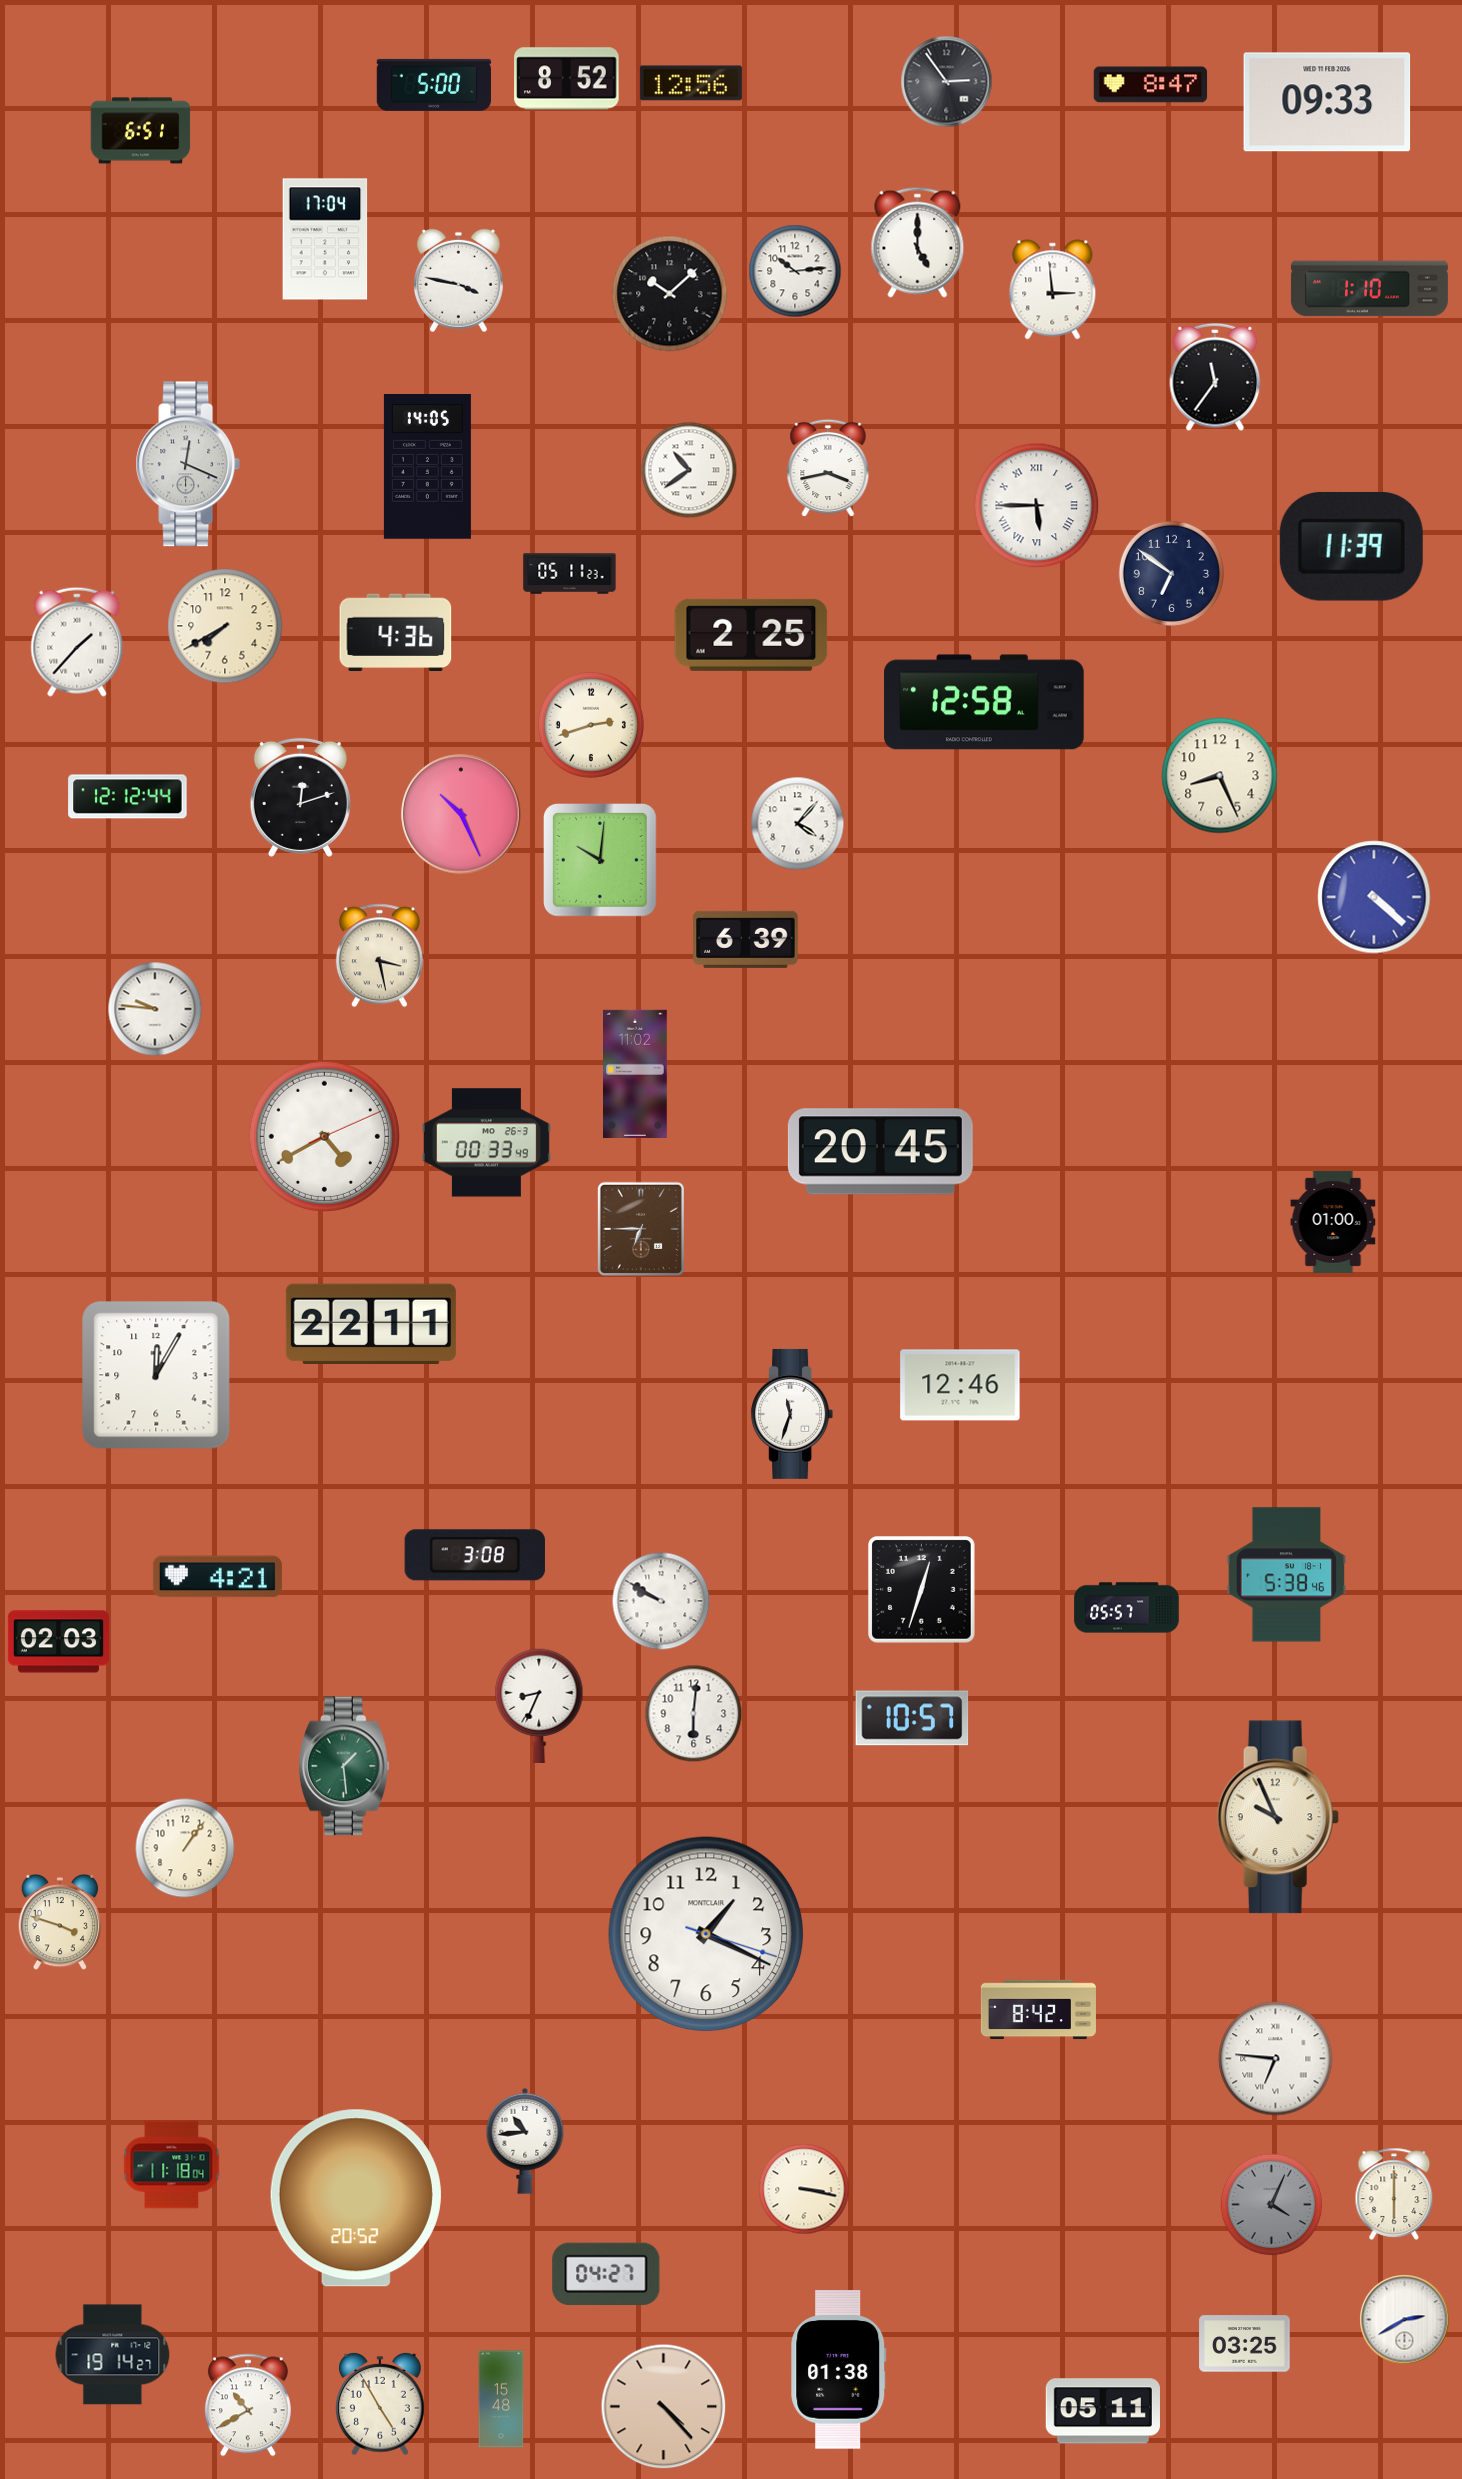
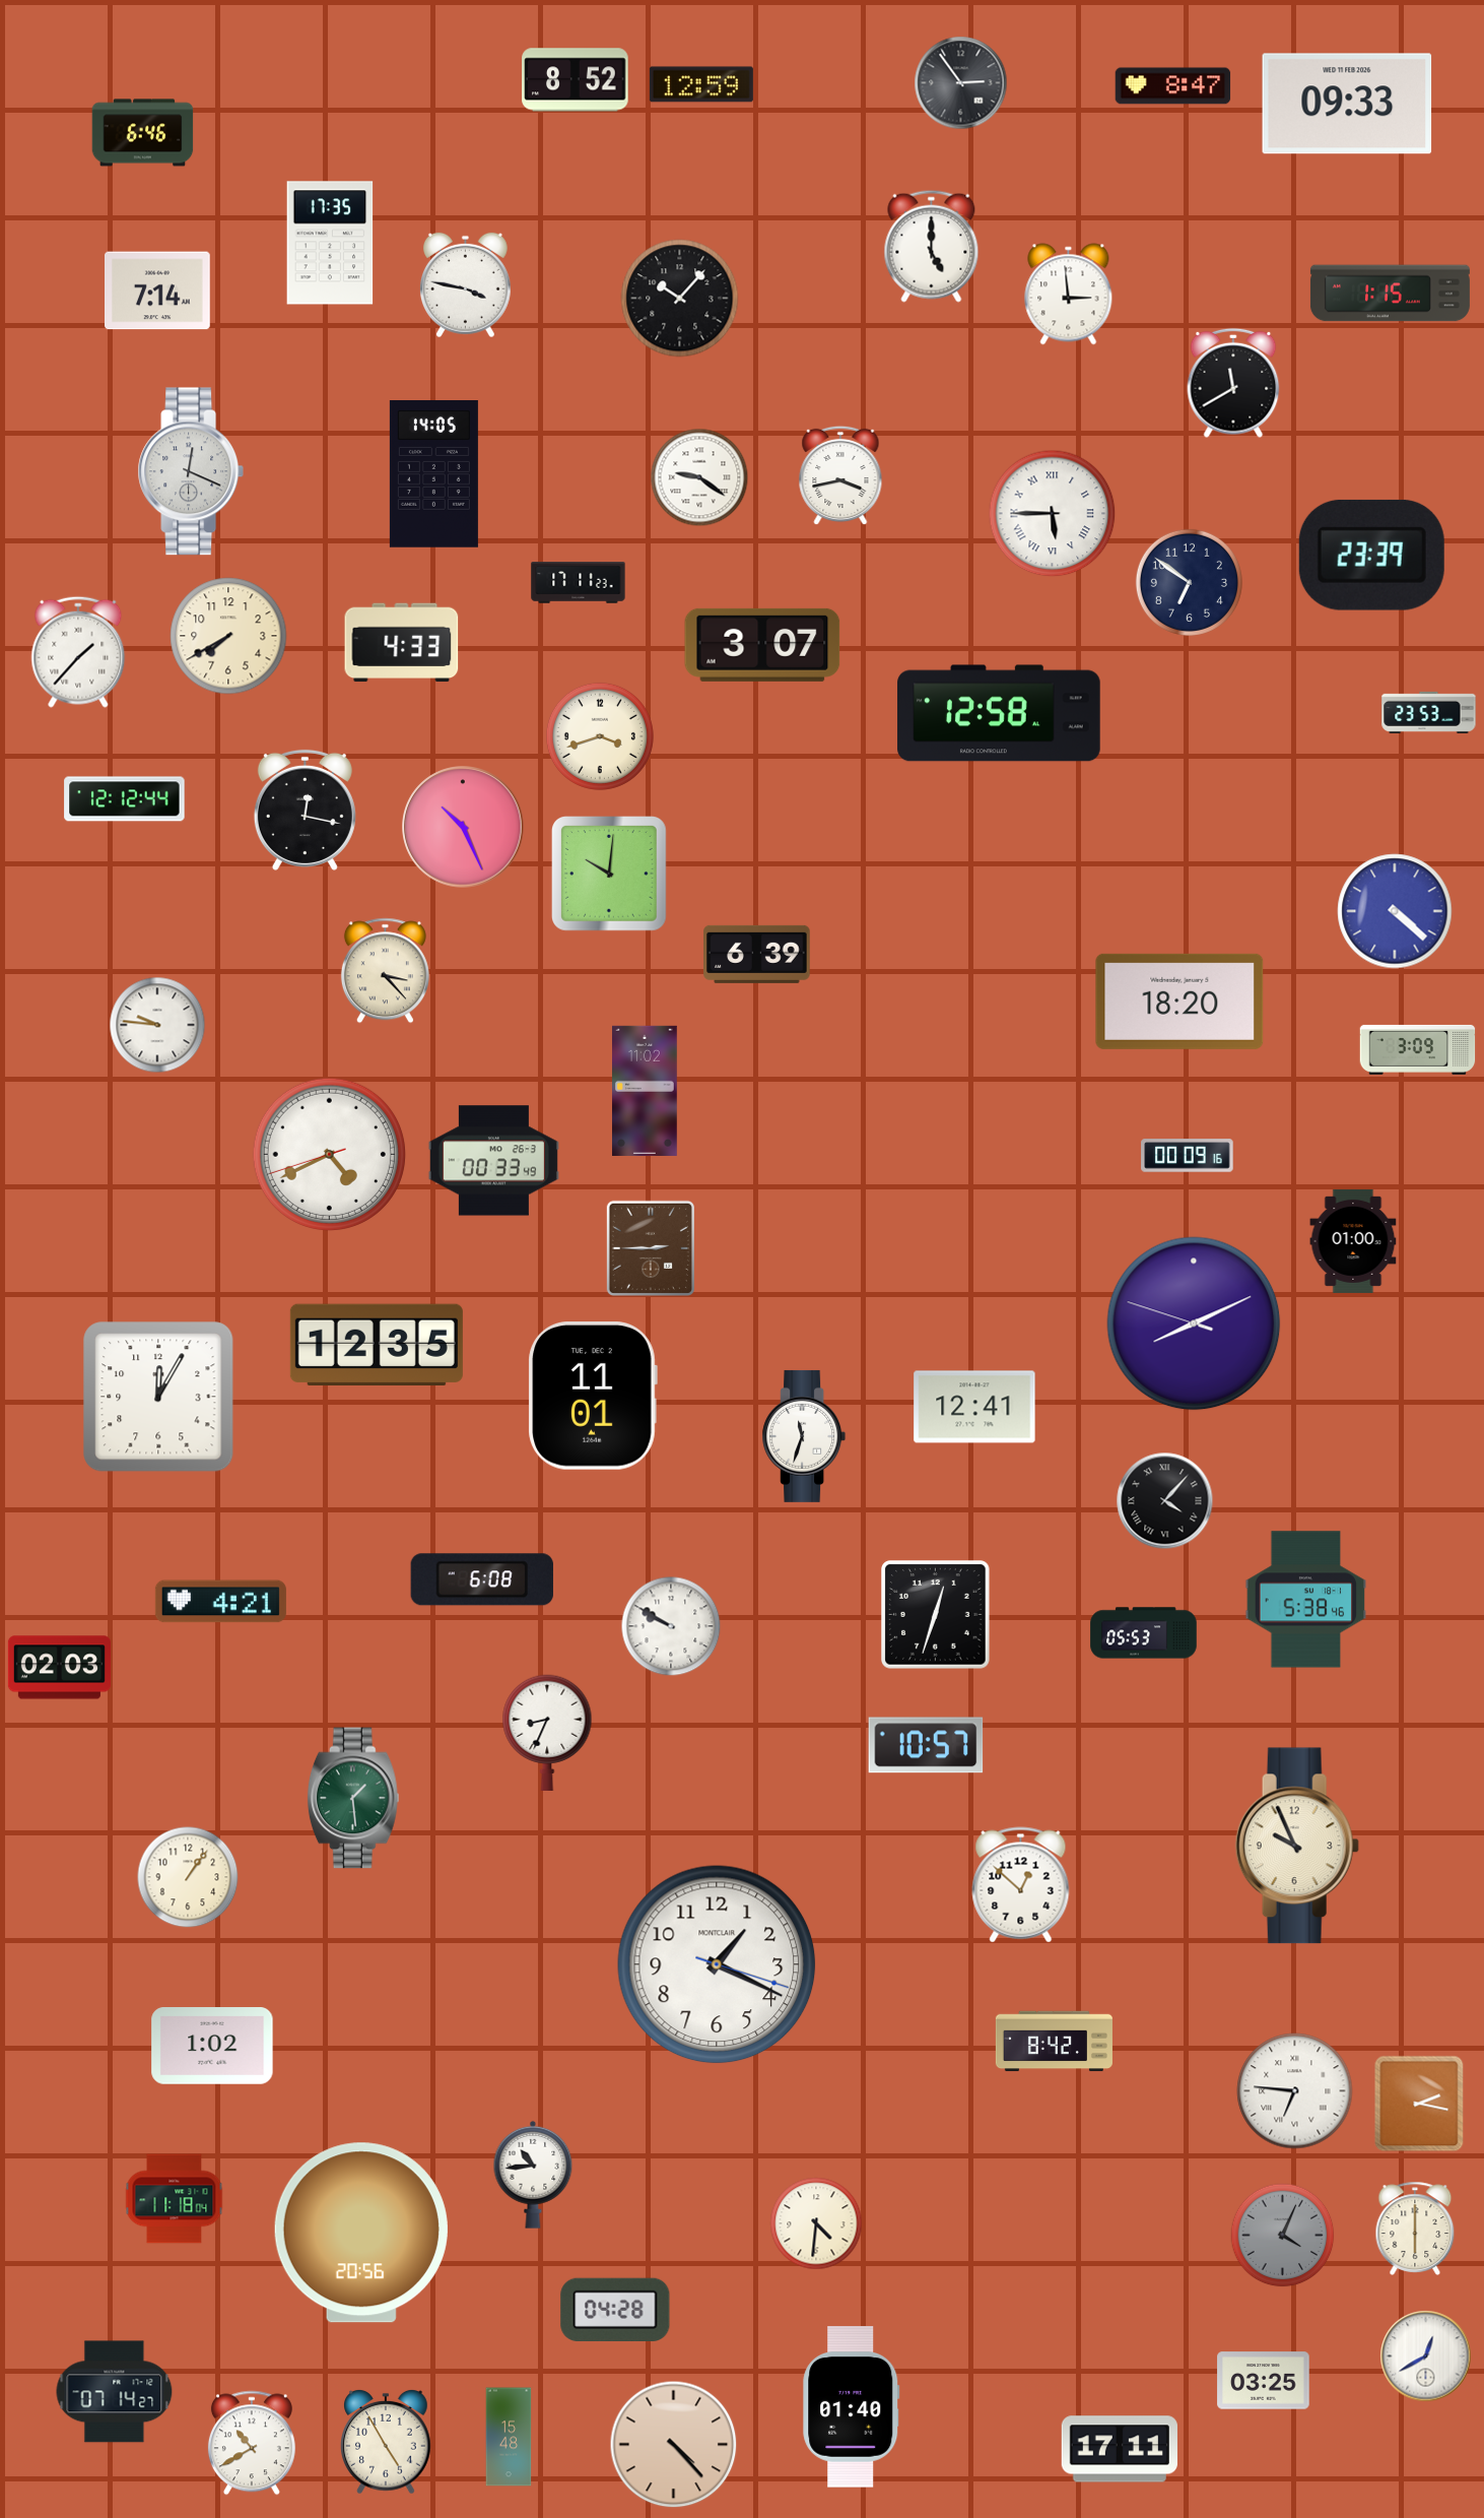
clock at (691, 83): 12:56 -> 12:59
clock at (434, 85): 5:00 -> none
clock at (1151, 85) position: (1151, 85) -> (1173, 86)
clock at (141, 131): 6:51 -> 6:46
clock at (325, 239): 17:04 -> 17:35
clock at (795, 271): 10:14 -> none
clock at (158, 290): none -> 7:14
clock at (1369, 289): 1:10 -> 1:15
clock at (670, 294): 10:08 -> 10:07
clock at (1215, 377): 11:36 -> 11:40
clock at (689, 470): 10:39 -> 9:21
clock at (1351, 546): 11:39 -> 23:39
clock at (570, 574): 05:11 -> 17:11
clock at (396, 633): 4:36 -> 4:33
clock at (751, 635): 2:25 -> 3:07
clock at (1429, 712): none -> 23:53
clock at (591, 725): 2:42 -> 3:42
clock at (1220, 776): 8:26 -> none
clock at (128, 797) position: (128, 797) -> (125, 799)
clock at (300, 797): 12:12 -> 12:17
clock at (461, 814) position: (461, 814) -> (463, 827)
clock at (798, 824): 4:07 -> none
clock at (379, 956): 3:28 -> 3:23
clock at (1179, 1002): none -> 18:20
clock at (1418, 1049): none -> 3:09
clock at (324, 1136): 4:40:11 -> 4:40:42
clock at (1188, 1156): none -> 00:09
clock at (880, 1152): 20:45 -> none
clock at (641, 1229): 6:45 -> 2:45
clock at (1194, 1323): none -> 8:10
clock at (371, 1324): 22:11 -> 12:35
clock at (593, 1396): none -> 11:01
clock at (960, 1385): 12:46 -> 12:41
clock at (1165, 1501): none -> 4:07
clock at (474, 1555): 3:08 -> 6:08
clock at (1127, 1608): 05:57 -> 05:53
clock at (694, 1714): 6:01 -> none
clock at (344, 1766) position: (344, 1766) -> (353, 1798)
clock at (1021, 1885): none -> 12:52
clock at (60, 1922): 3:48 -> none
clock at (212, 2047): none -> 1:02
clock at (1419, 2104): none -> 2:17
clock at (804, 2189): 3:17 -> 4:31
clock at (356, 2198): 20:52 -> 20:56
clock at (1272, 2205) position: (1272, 2205) -> (1283, 2236)
clock at (606, 2273): 04:27 -> 04:28
clock at (1405, 2320): 2:40 -> 12:40
clock at (113, 2355): 19:14 -> 07:14
clock at (839, 2370): 01:38 -> 01:40
clock at (1103, 2411): 05:11 -> 17:11
